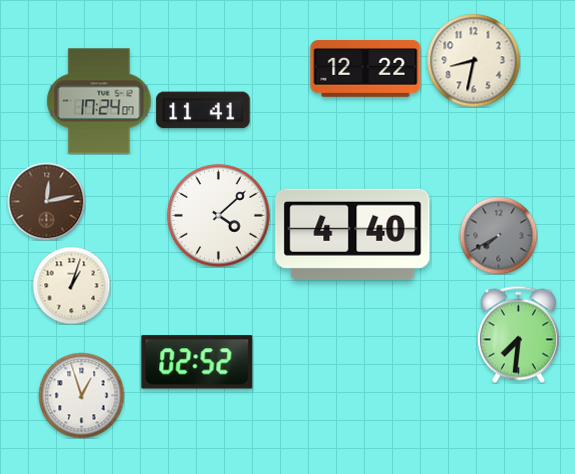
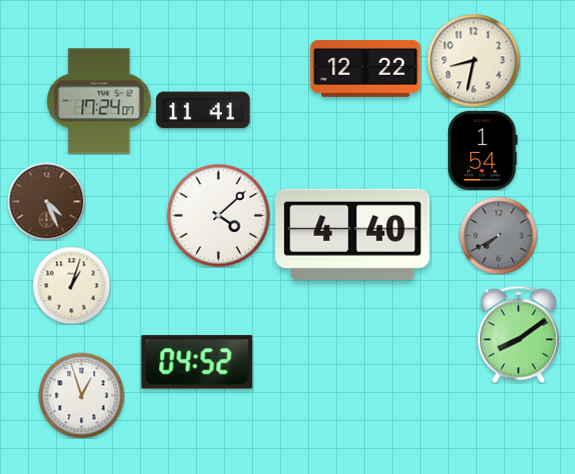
clock at (483, 150): none -> 1:54
clock at (46, 201): 12:13 -> 4:26
clock at (518, 334): 7:31 -> 8:09
clock at (197, 362): 02:52 -> 04:52
